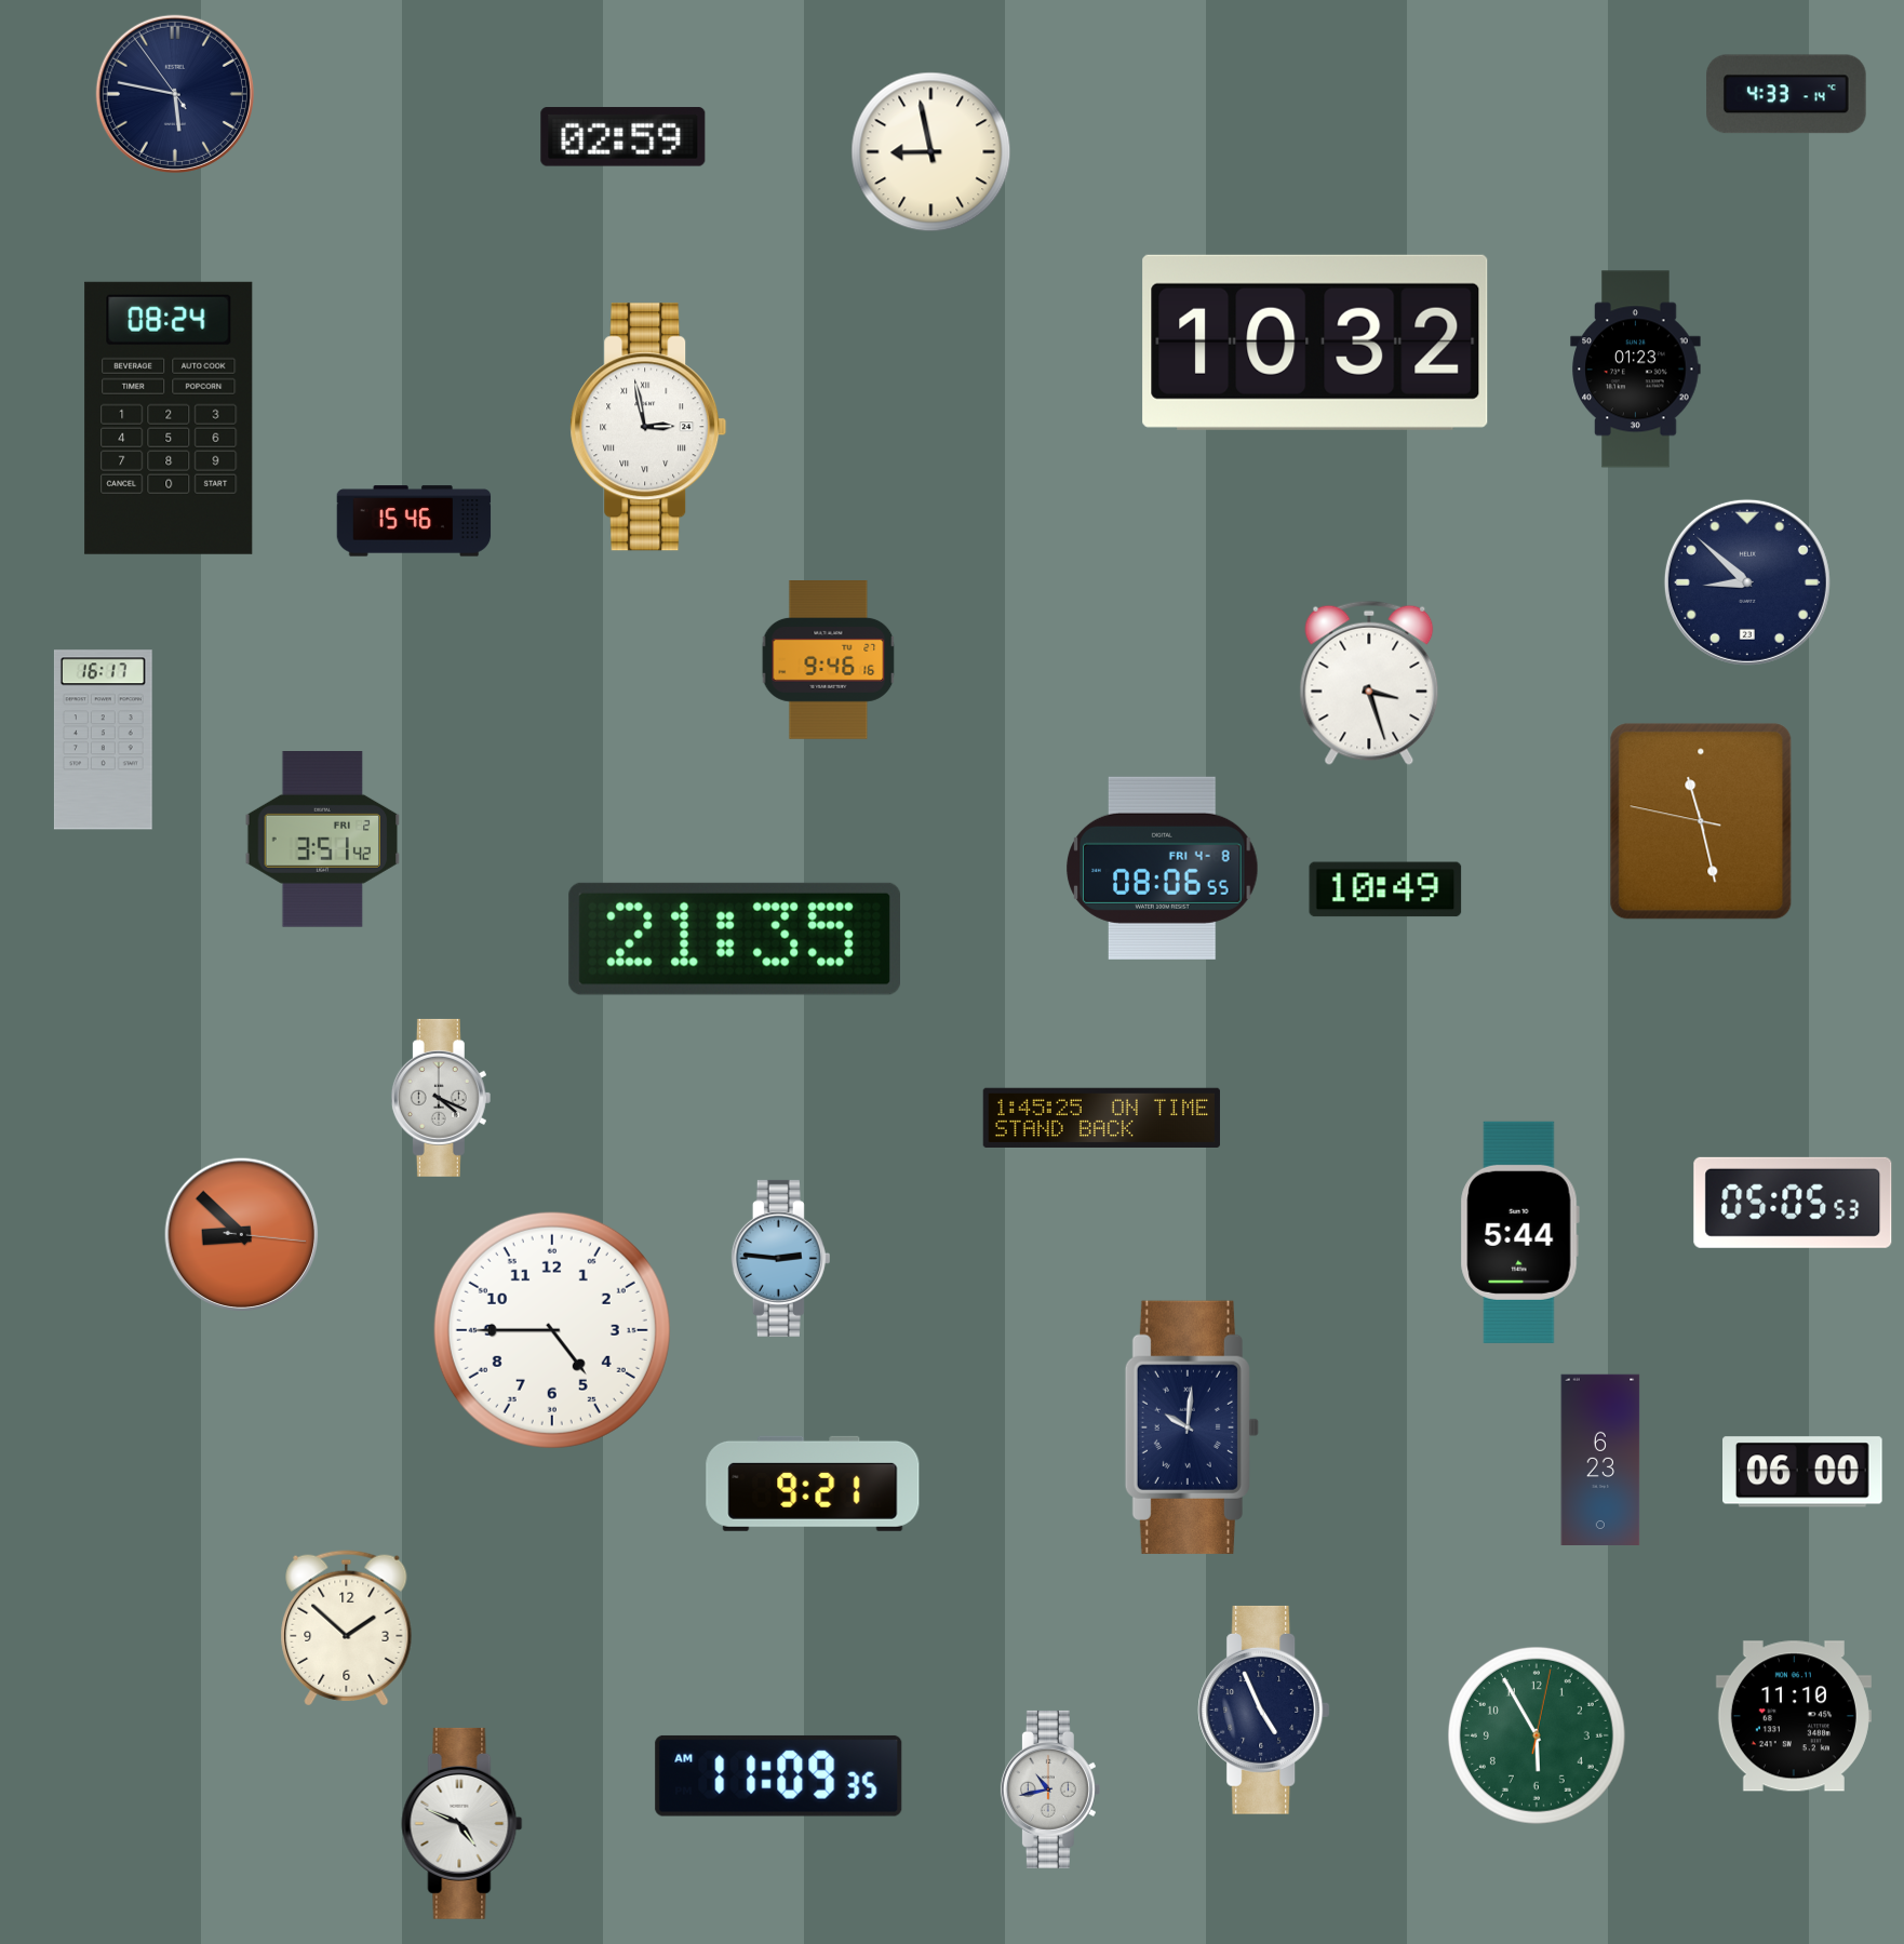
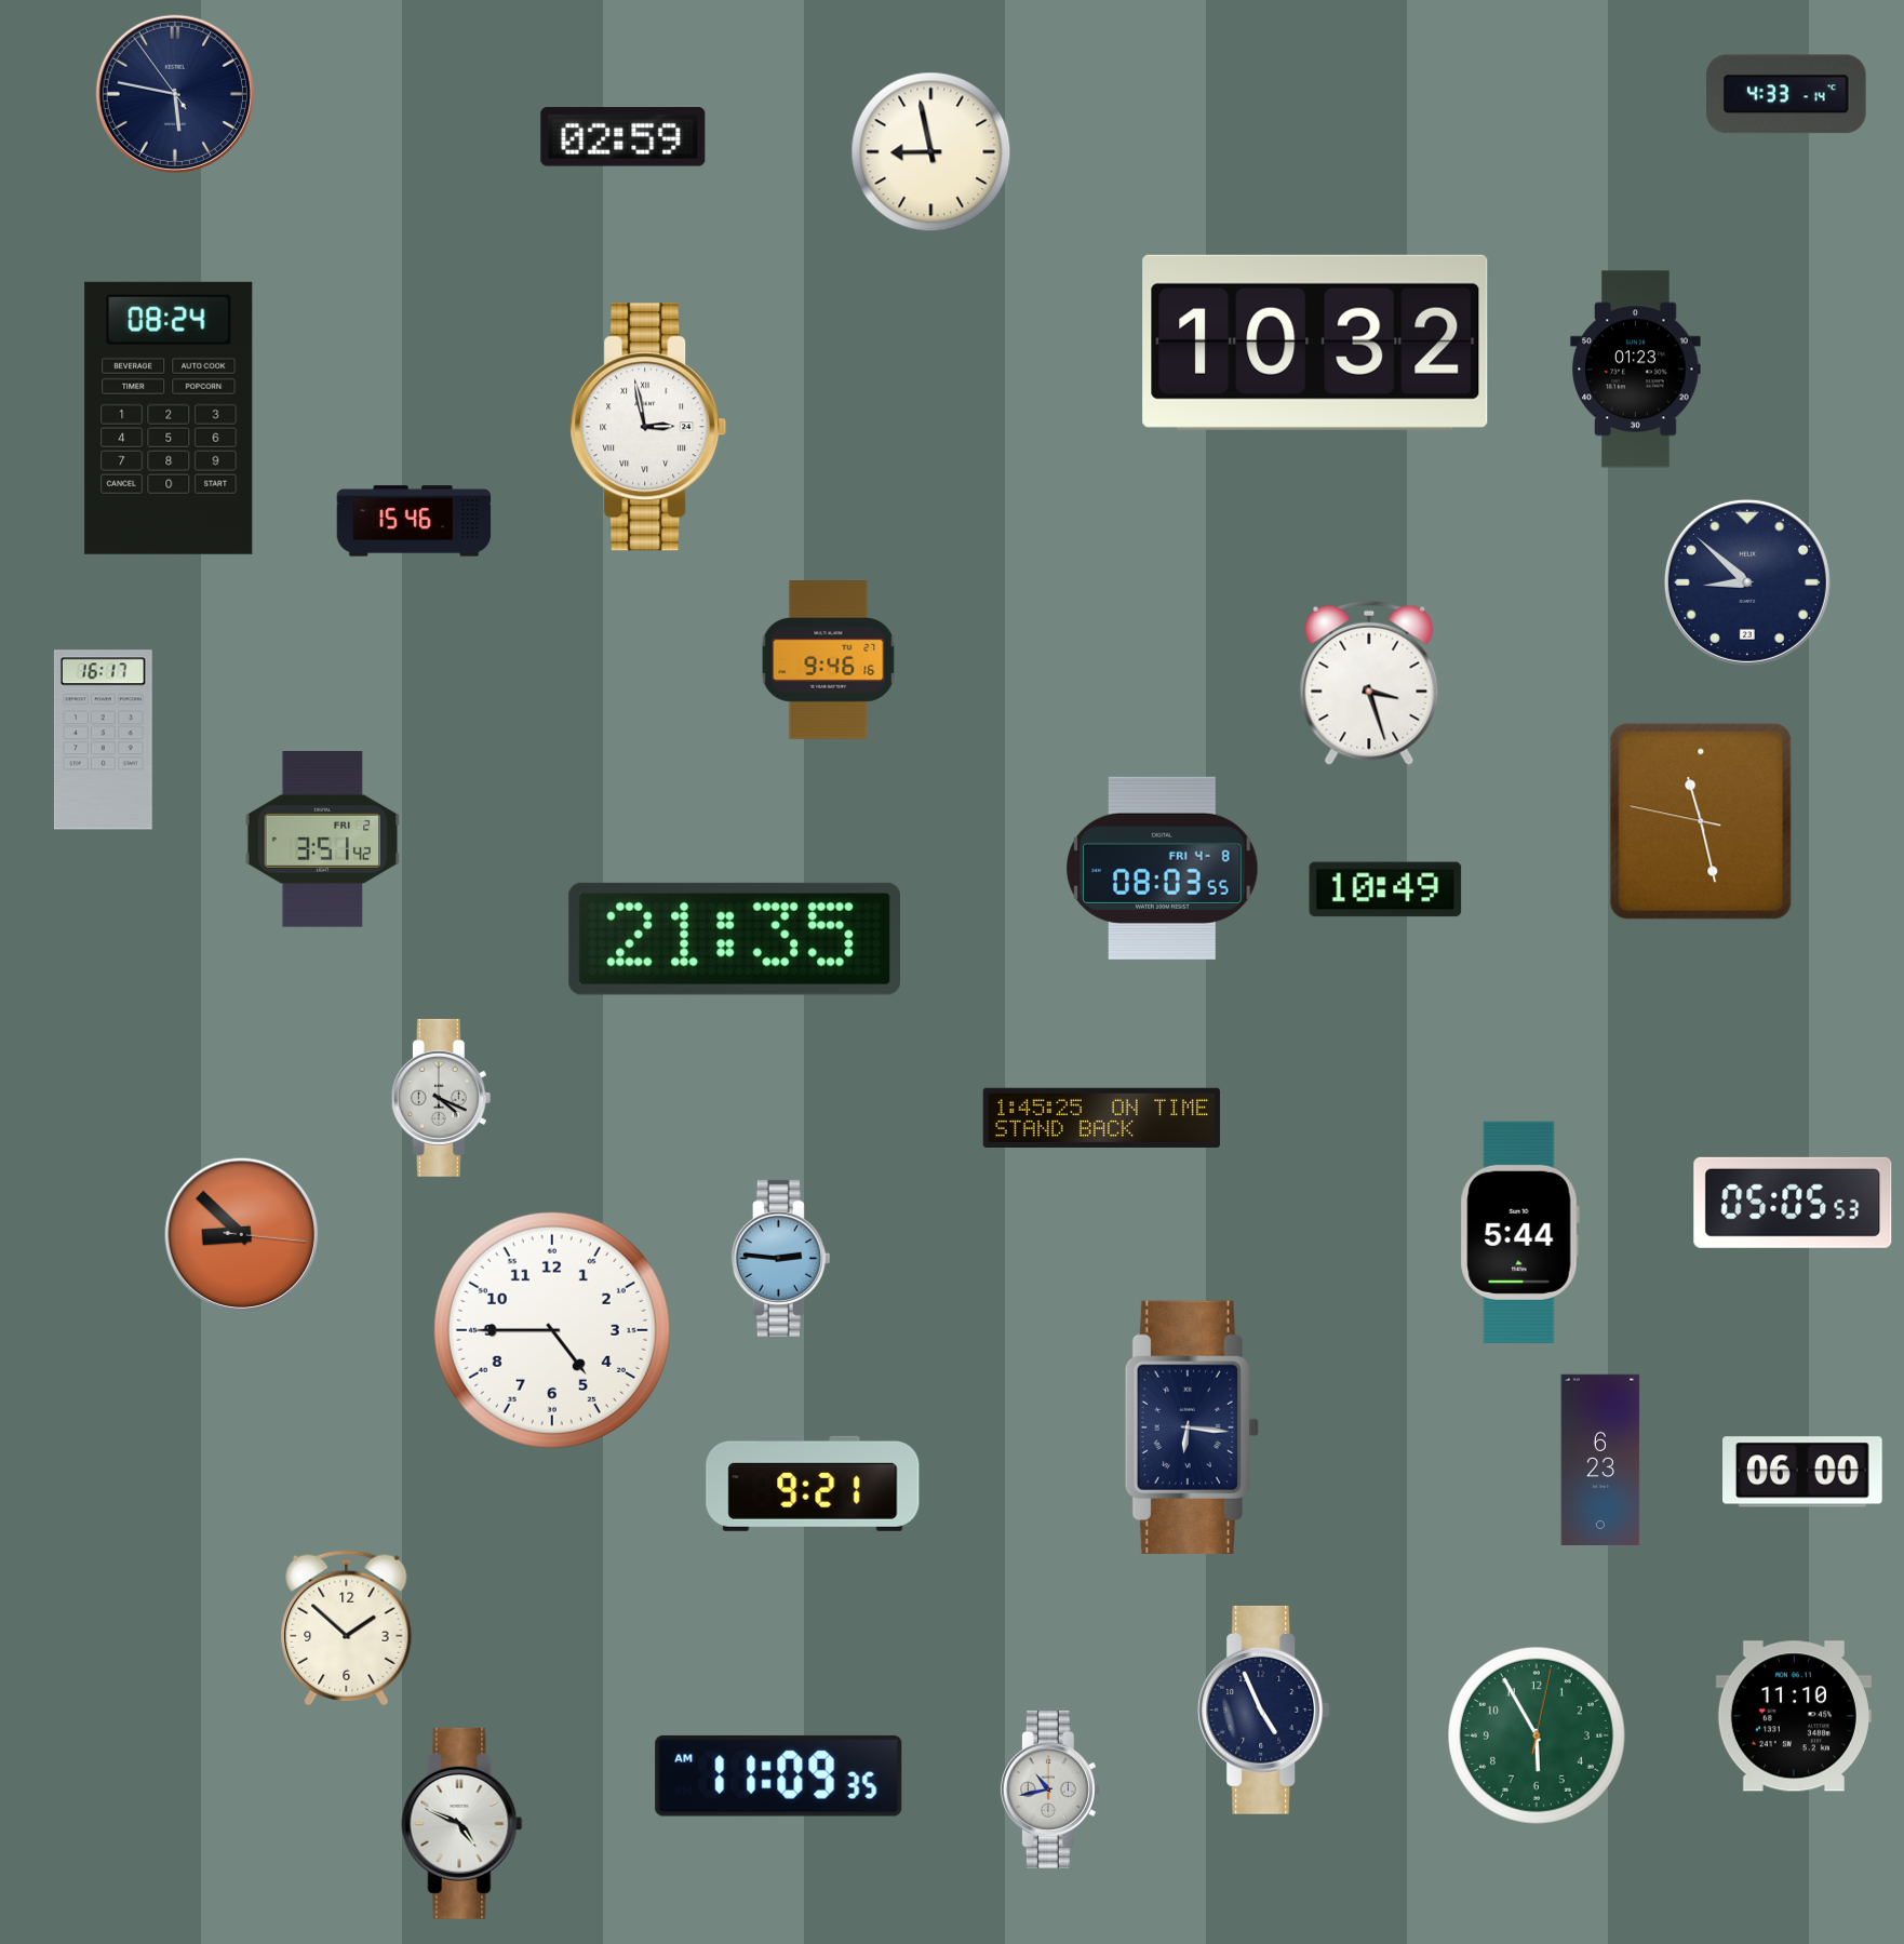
clock at (1163, 868): 08:06 -> 08:03
clock at (1192, 1427): 10:01 -> 6:16
